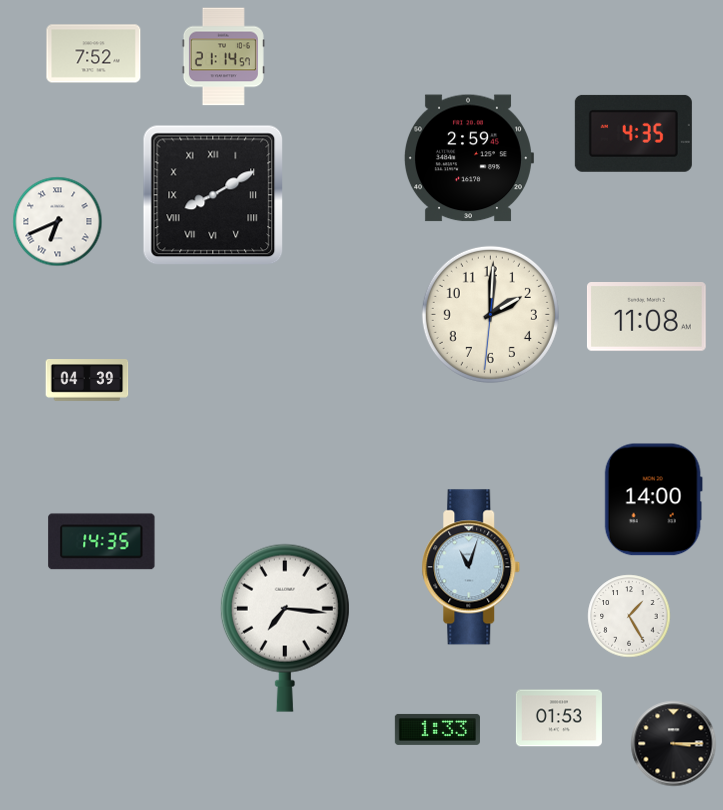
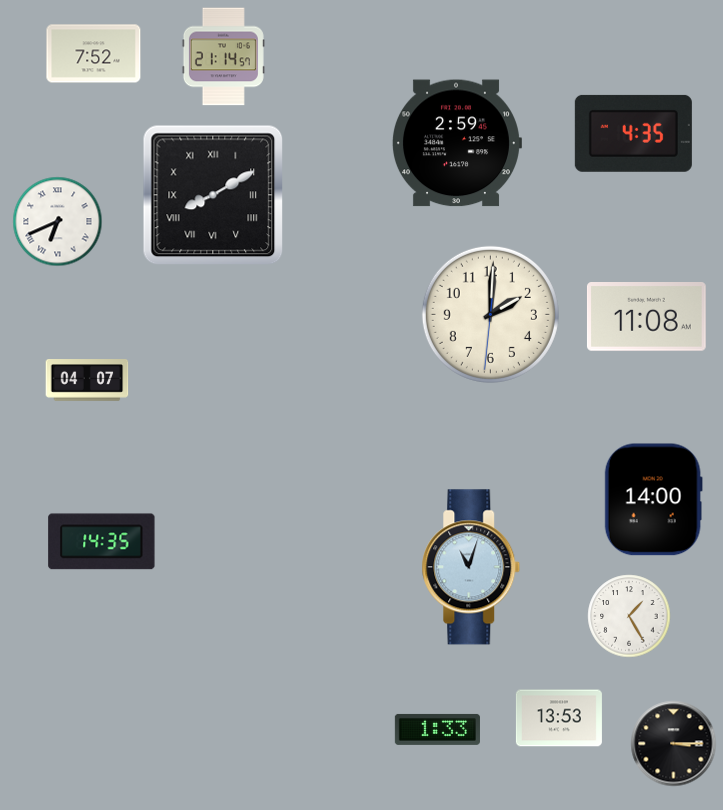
clock at (468, 158) position: (468, 158) -> (456, 143)
clock at (87, 381): 04:39 -> 04:07
clock at (285, 628): 7:16 -> none
clock at (559, 718): 01:53 -> 13:53
